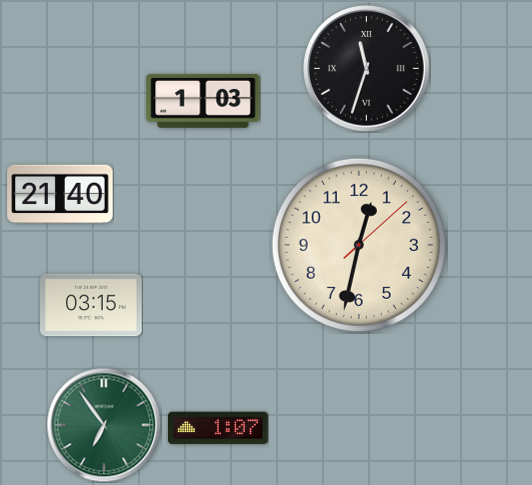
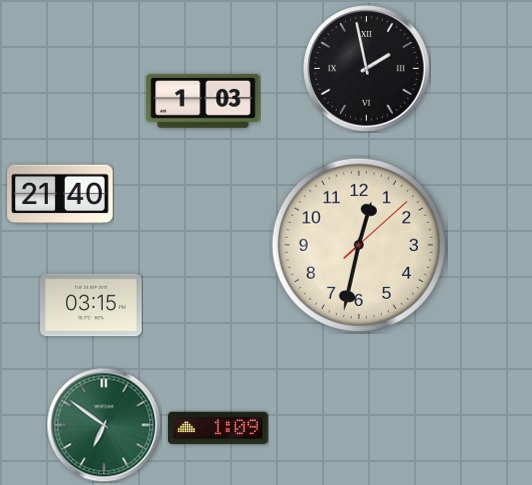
clock at (367, 69): 11:33 -> 1:58
clock at (104, 425): 6:54 -> 6:51
clock at (219, 428): 1:07 -> 1:09
